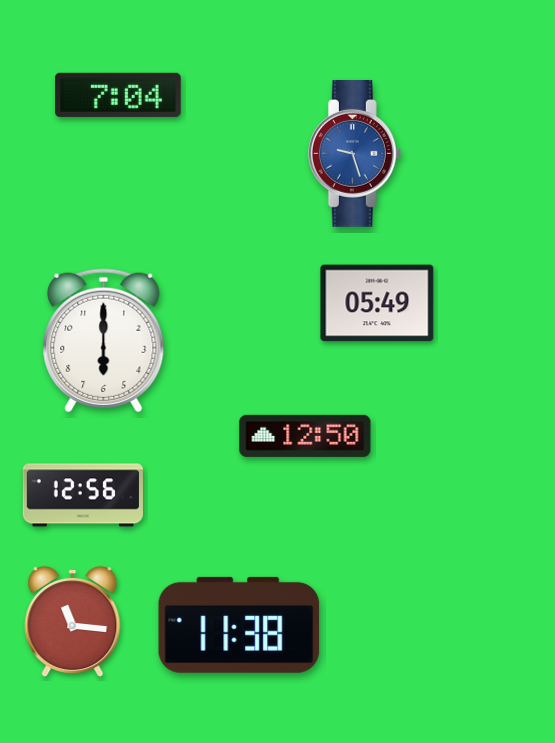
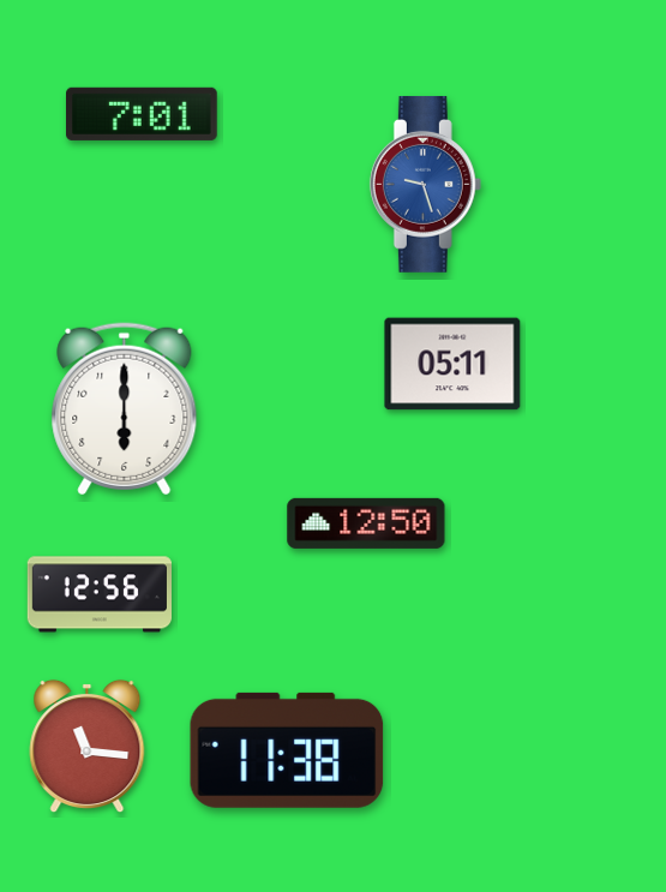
clock at (119, 95): 7:04 -> 7:01
clock at (377, 303): 05:49 -> 05:11
